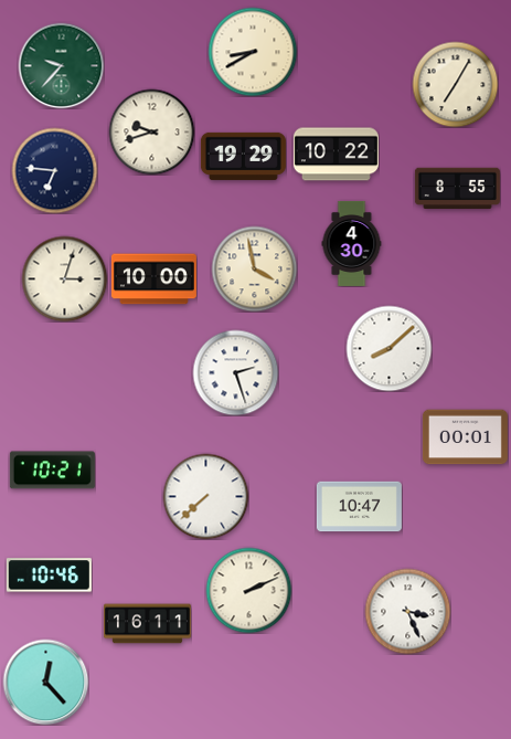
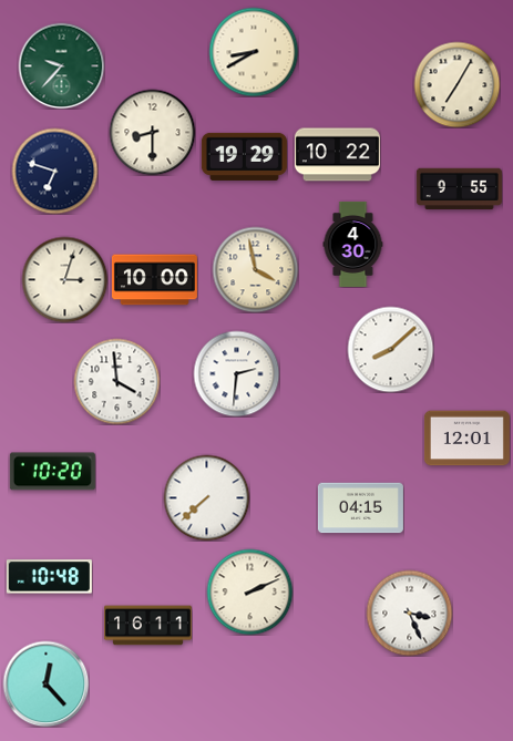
clock at (151, 131): 9:42 -> 8:30
clock at (54, 170): 6:46 -> 6:48
clock at (457, 189): 8:55 -> 9:55
clock at (235, 372): 2:27 -> 2:31
clock at (116, 381): none -> 3:59
clock at (465, 437): 00:01 -> 12:01
clock at (52, 471): 10:21 -> 10:20
clock at (359, 507): 10:47 -> 04:15
clock at (49, 576): 10:46 -> 10:48
